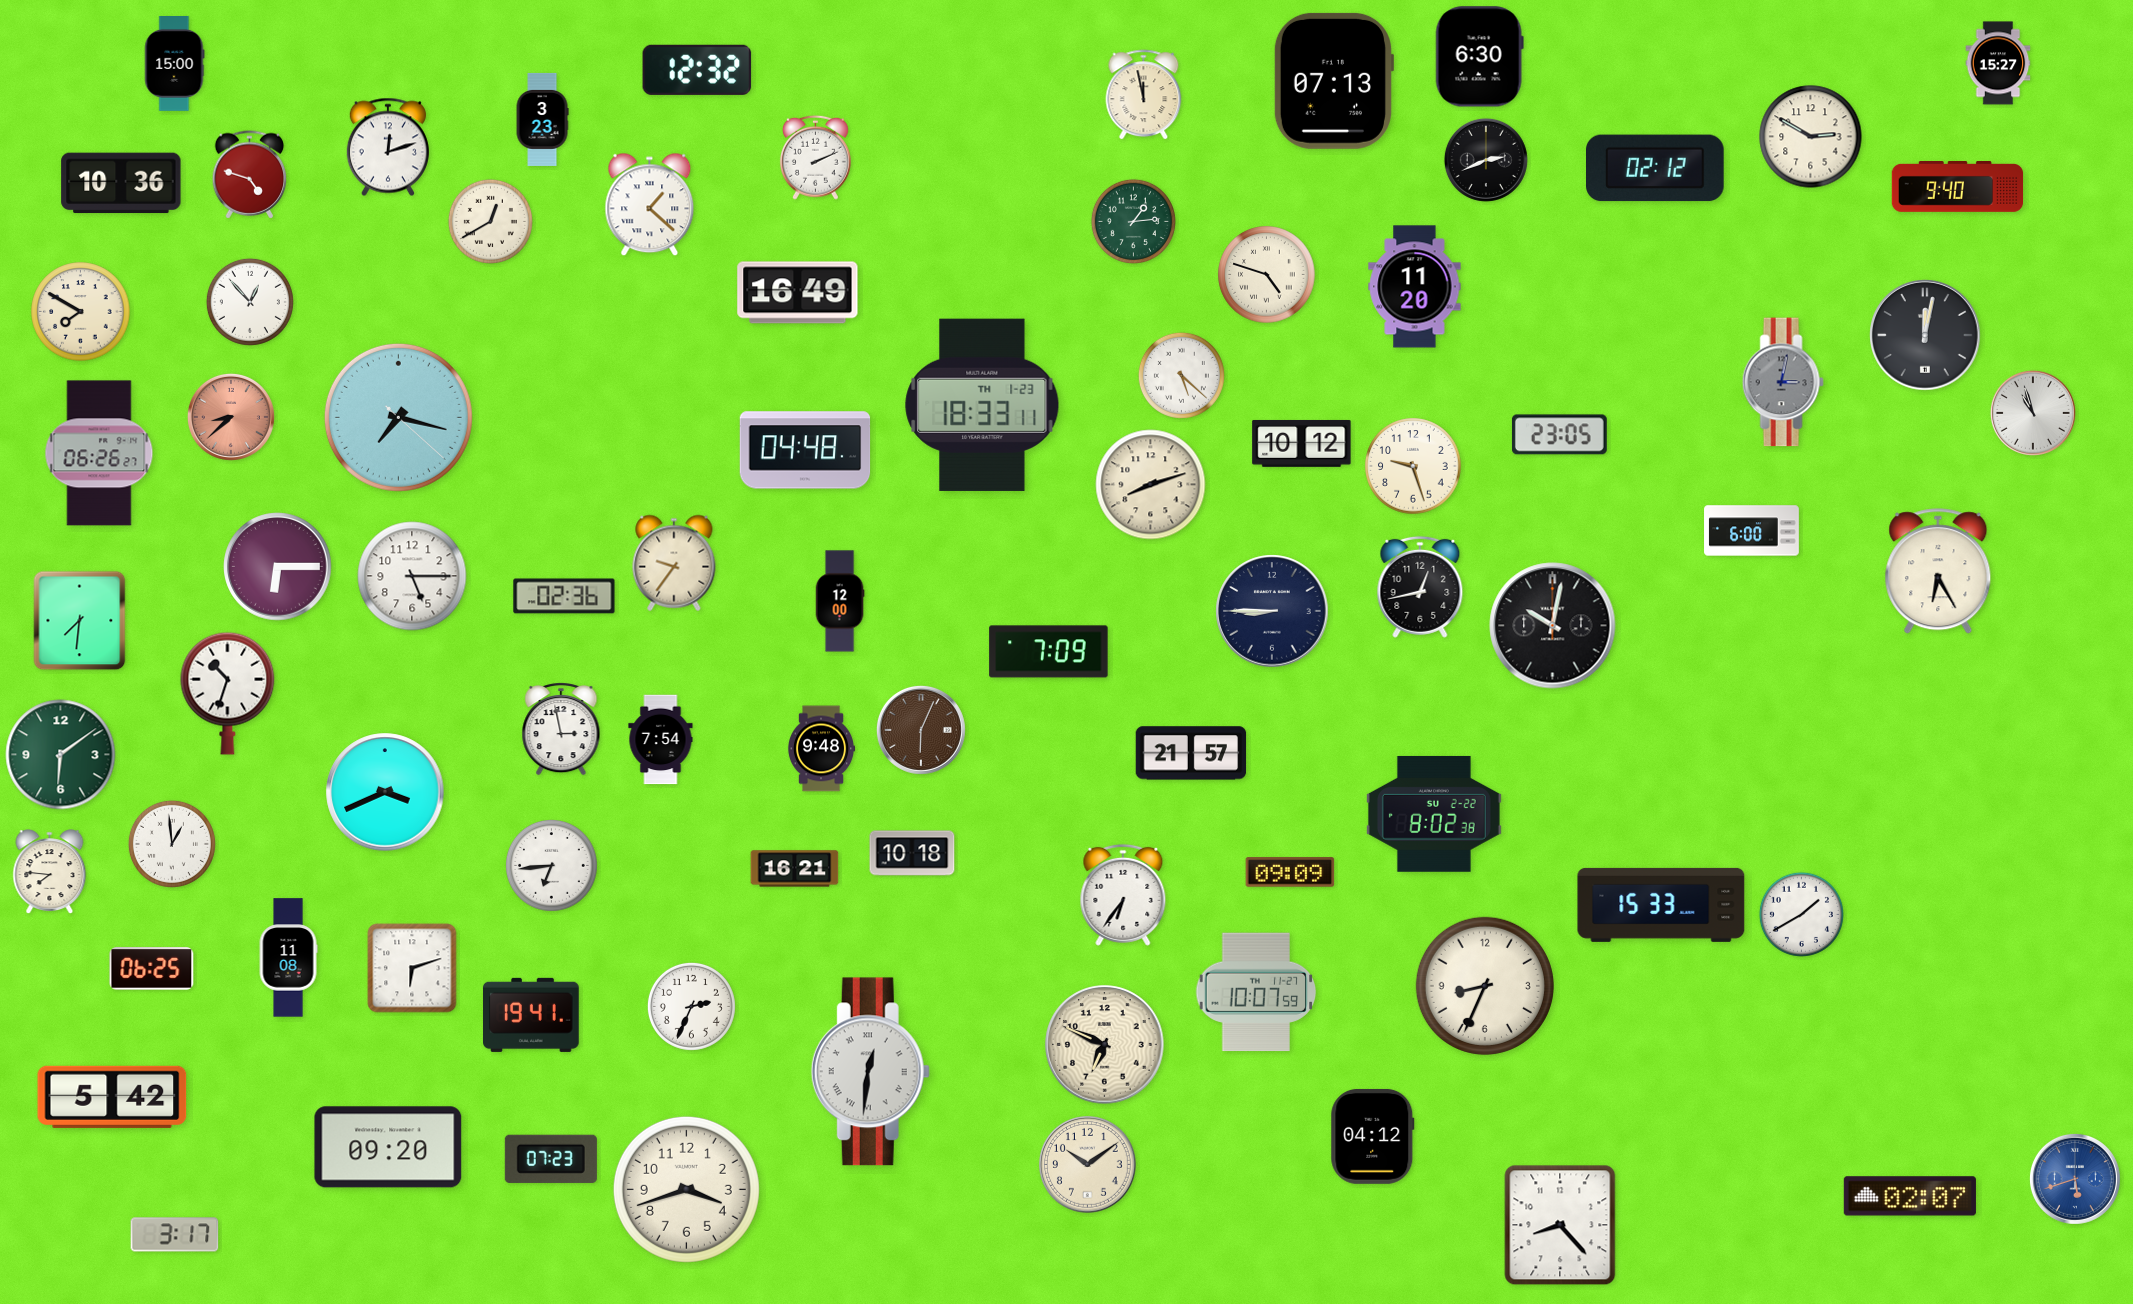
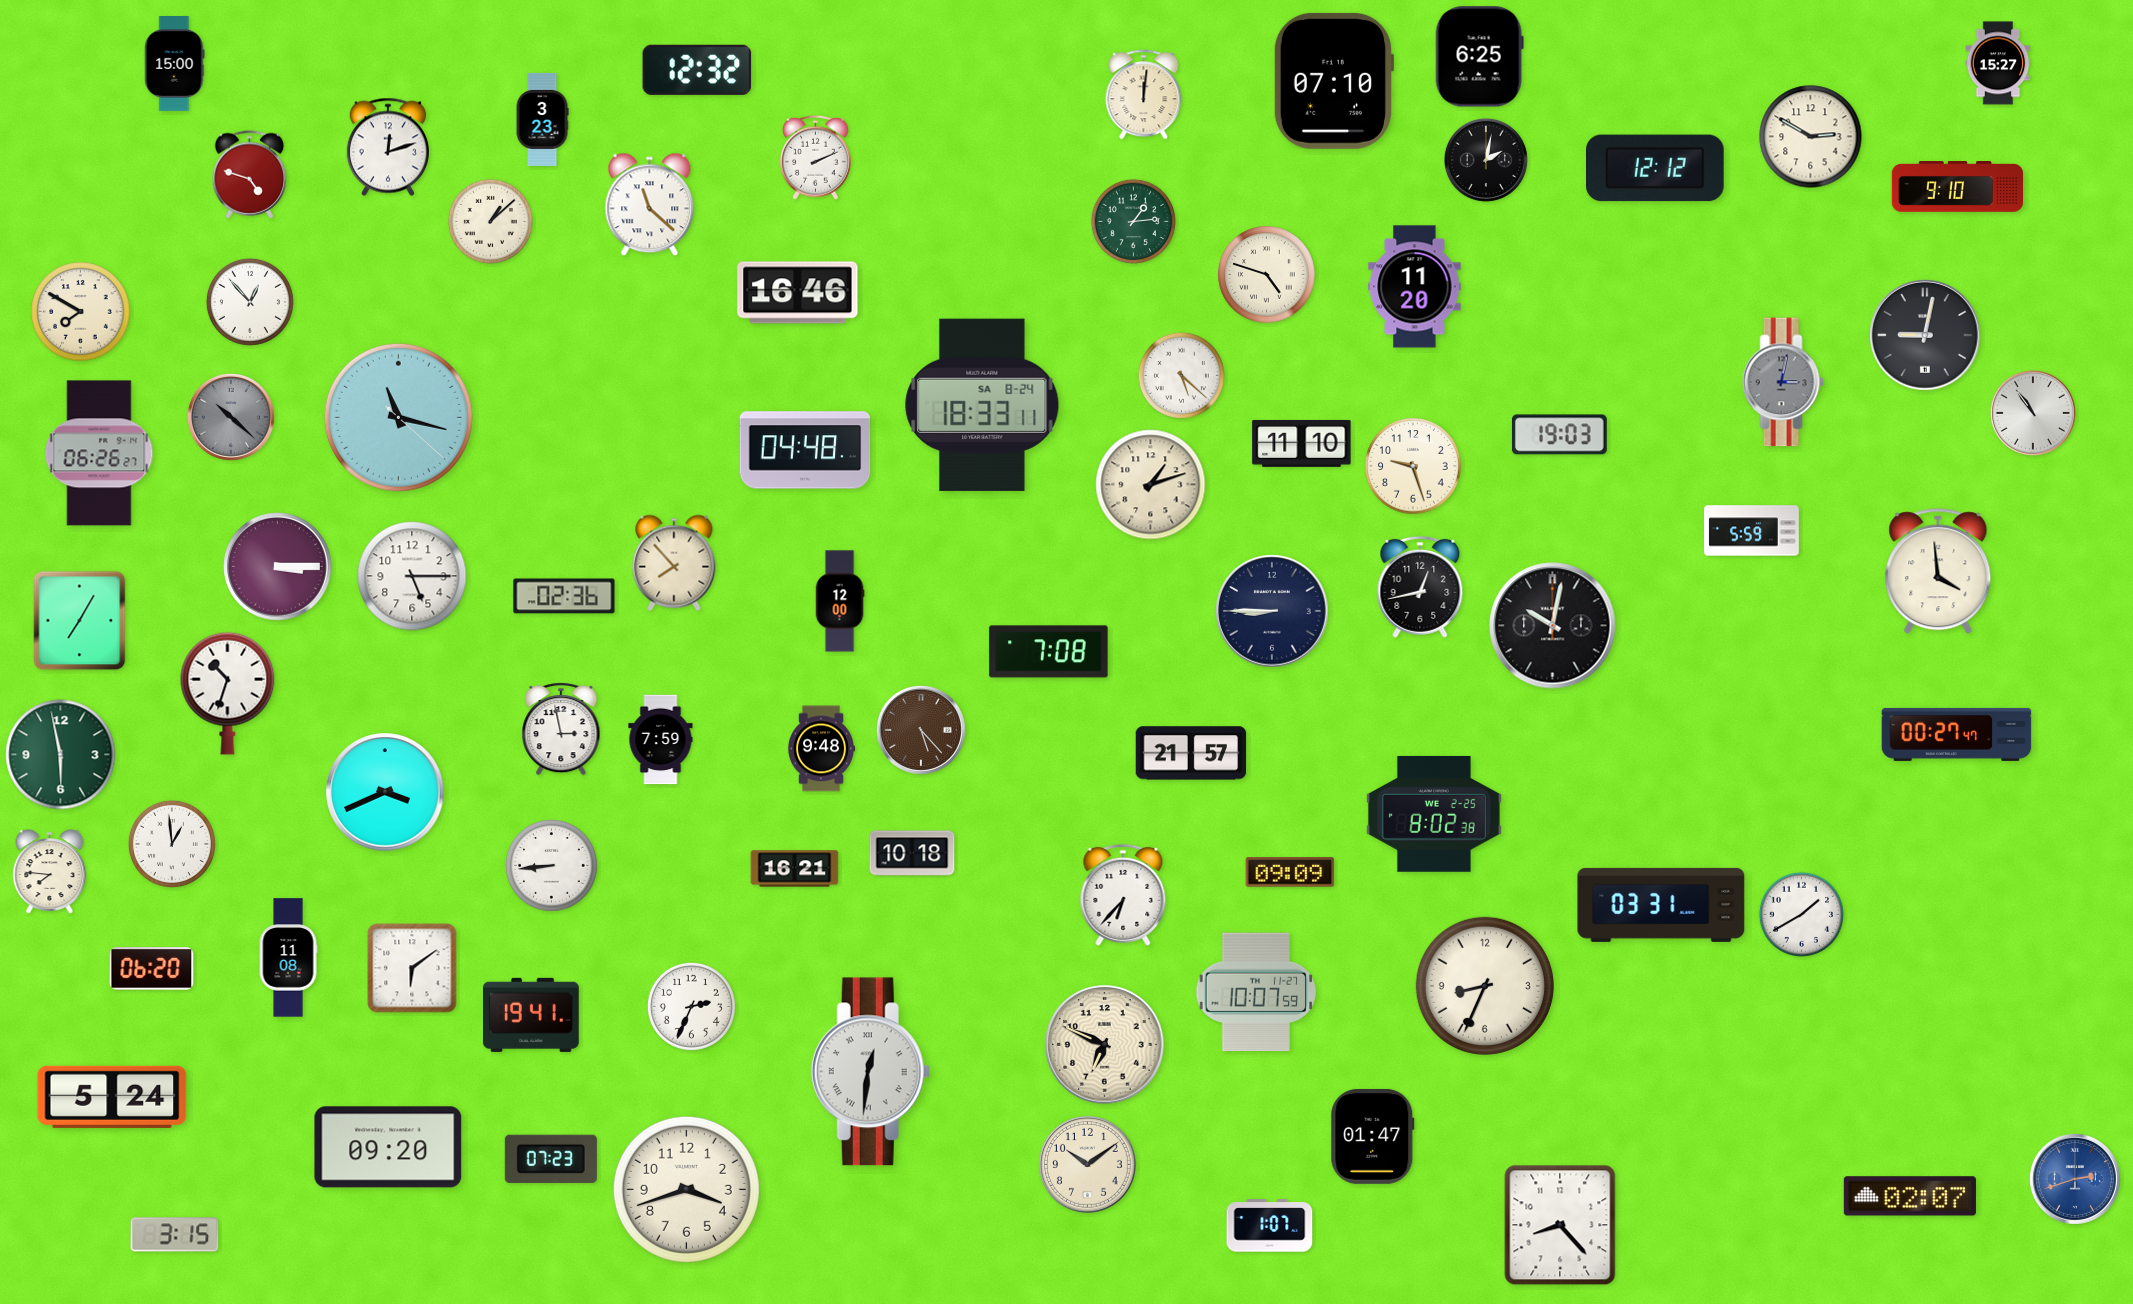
clock at (1479, 57): 6:30 -> 6:25
clock at (1333, 81): 07:13 -> 07:10
clock at (1144, 95): 11:58 -> 12:01
clock at (1486, 160): 2:41 -> 2:02
clock at (1656, 168): 02:12 -> 12:12
clock at (121, 183): 10:36 -> none
clock at (1958, 187): 9:40 -> 9:10
clock at (650, 205): 1:22 -> 11:22
clock at (490, 221): 12:40 -> 1:08
clock at (798, 293): 16:49 -> 16:46
clock at (1925, 335): 12:02 -> 9:02
clock at (982, 405) date: TH 1-23 -> SA 8-24
clock at (2033, 413): 10:57 -> 10:54
clock at (231, 417): 8:38 -> 10:22
clock at (231, 417) dial: salmon -> grey
clock at (398, 417): 7:17 -> 11:17
clock at (1559, 435): 23:05 -> 19:03
clock at (1302, 443): 10:12 -> 11:10
clock at (1151, 485): 8:12 -> 1:12
clock at (1752, 531): 6:00 -> 5:59
clock at (674, 563): 9:36 -> 7:53
clock at (278, 567): 6:15 -> 3:15
clock at (1938, 572): 6:25 -> 3:59
clock at (80, 621): 7:31 -> 7:05
clock at (1049, 652): 7:09 -> 7:08
clock at (921, 730): 6:04 -> 5:23
clock at (1957, 734): none -> 00:27
clock at (661, 740): 7:54 -> 7:59
clock at (61, 755): 6:09 -> 5:58
clock at (1434, 814) date: SU 2-22 -> WE 2-25
clock at (552, 866): 6:44 -> 8:44
clock at (1123, 895): 6:36 -> 6:37
clock at (1661, 905): 15:33 -> 03:31
clock at (412, 968): 6:12 -> 6:09
clock at (152, 969): 06:25 -> 06:20
clock at (112, 1097): 5:42 -> 5:24
clock at (1373, 1136): 04:12 -> 01:47
clock at (2075, 1179): 5:42 -> 2:42
clock at (1270, 1226): none -> 1:07
clock at (175, 1235): 3:17 -> 3:15
